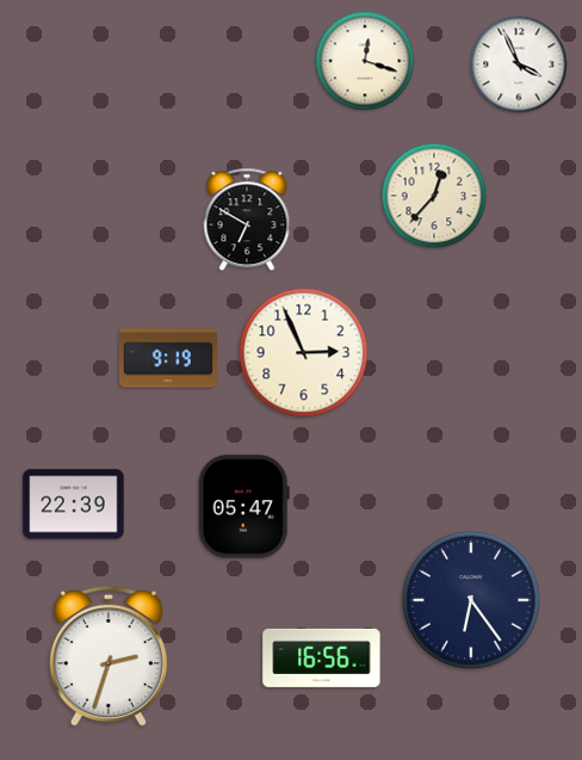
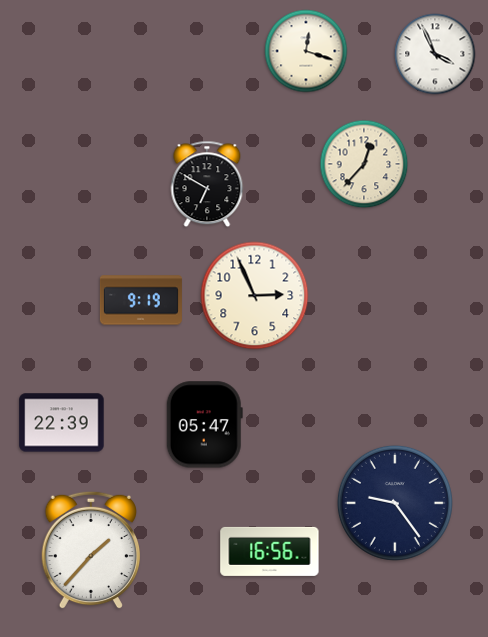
clock at (471, 600): 6:24 -> 9:24
clock at (107, 656): 2:33 -> 1:37
